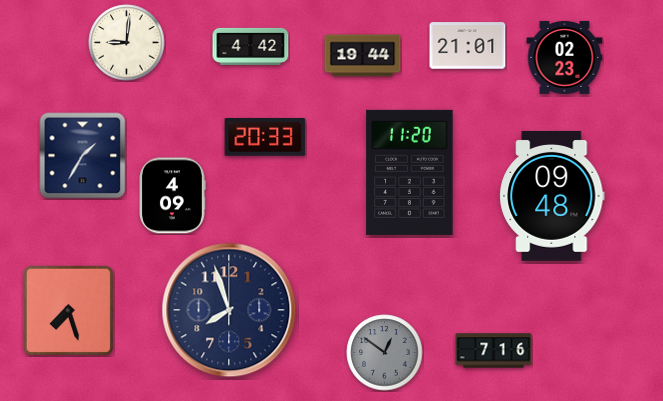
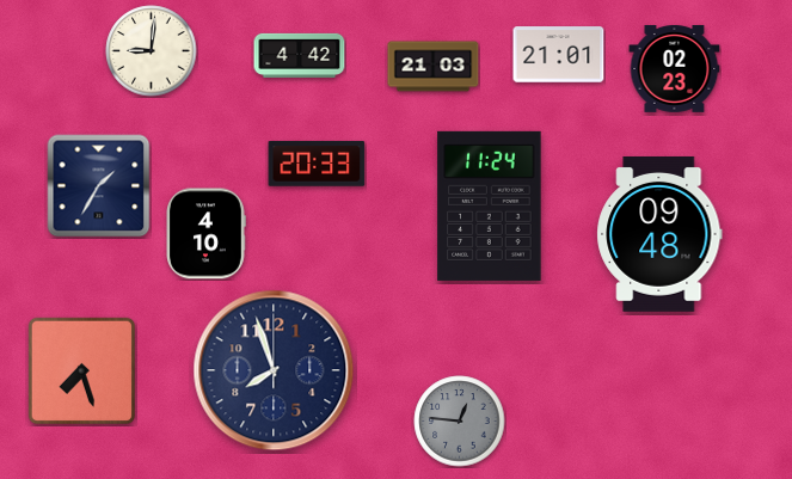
clock at (363, 56): 19:44 -> 21:03
clock at (410, 172): 11:20 -> 11:24
clock at (172, 196): 4:09 -> 4:10
clock at (494, 351): 7:16 -> none
clock at (385, 353): 12:51 -> 12:46
